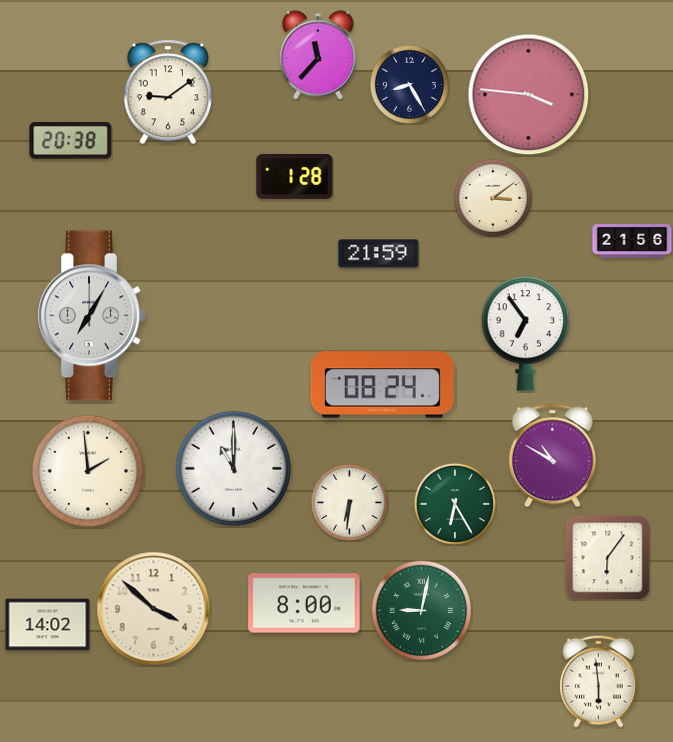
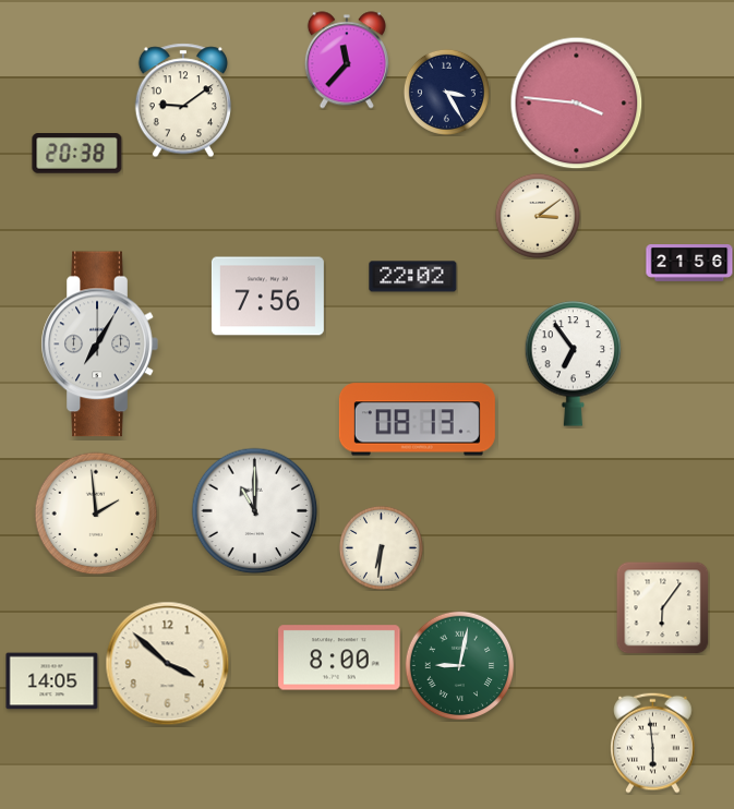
clock at (409, 84): 8:25 -> 3:25
clock at (295, 176): 1:28 -> none
clock at (379, 254): 21:59 -> 22:02
clock at (267, 297): none -> 7:56
clock at (382, 385): 08:24 -> 08:13
clock at (552, 456): 10:50 -> none
clock at (455, 504): 6:25 -> none
clock at (304, 603) position: (304, 603) -> (339, 657)
clock at (48, 625): 14:02 -> 14:05
